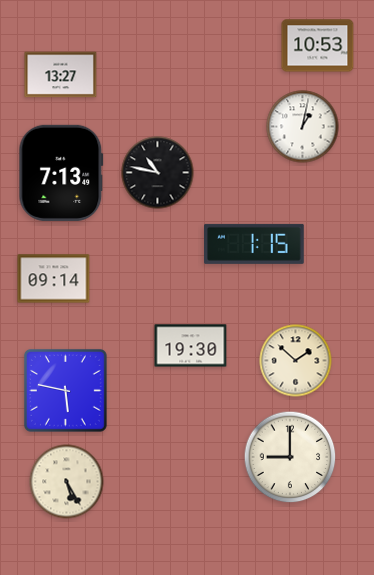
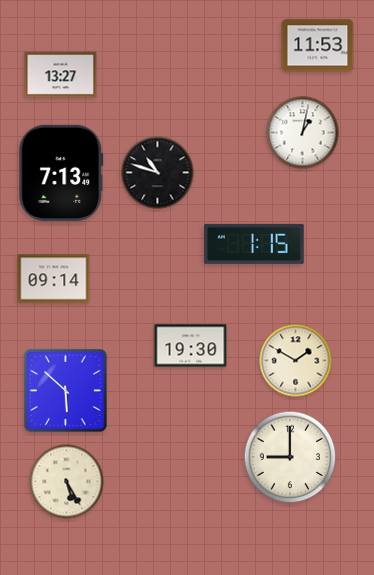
clock at (318, 46): 10:53 -> 11:53
clock at (303, 127) position: (303, 127) -> (303, 133)
clock at (158, 173): 10:47 -> 10:48
clock at (296, 361): 1:52 -> 1:50
clock at (65, 390): 5:47 -> 5:52
